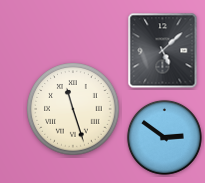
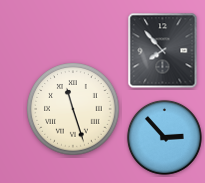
clock at (163, 51): 5:08 -> 7:53
clock at (164, 137): 2:51 -> 2:53
